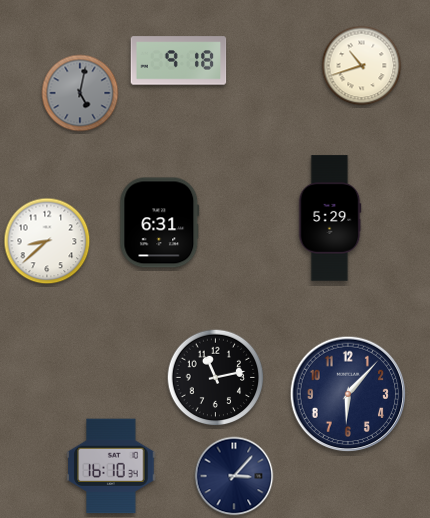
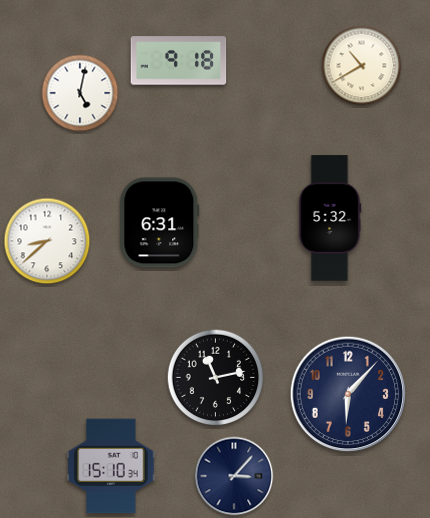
clock at (362, 66): 10:42 -> 10:40
clock at (80, 93) dial: grey -> white
clock at (330, 218): 5:29 -> 5:32
clock at (111, 466): 16:10 -> 15:10
